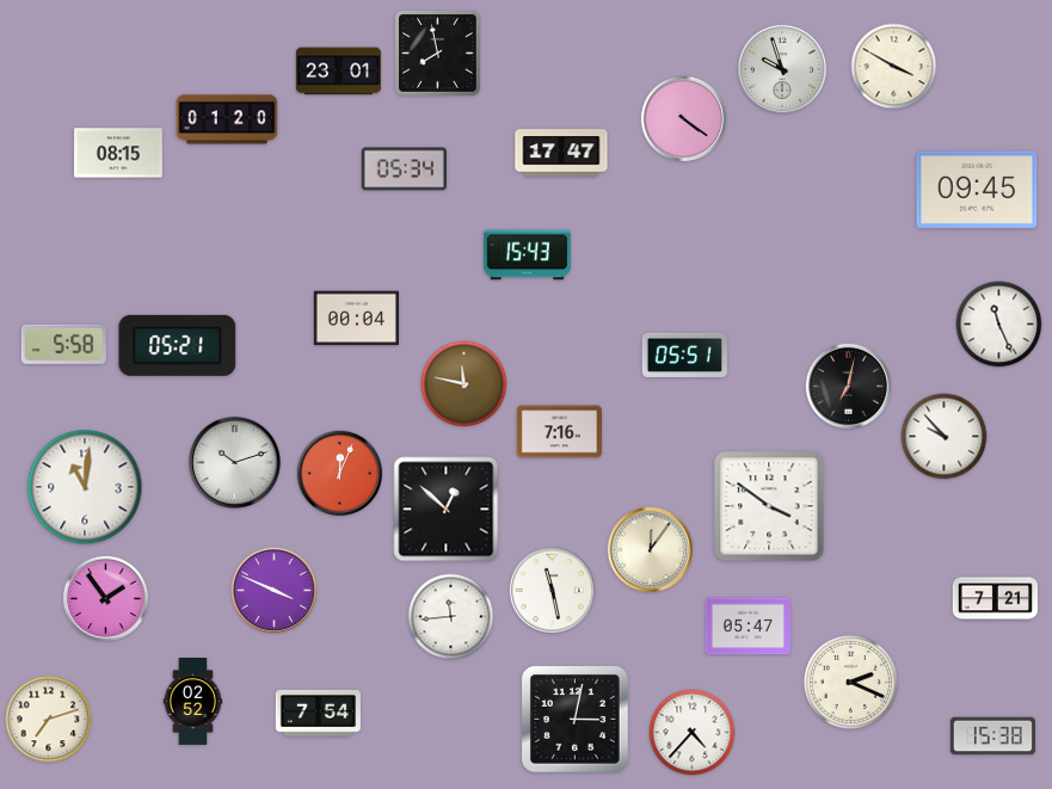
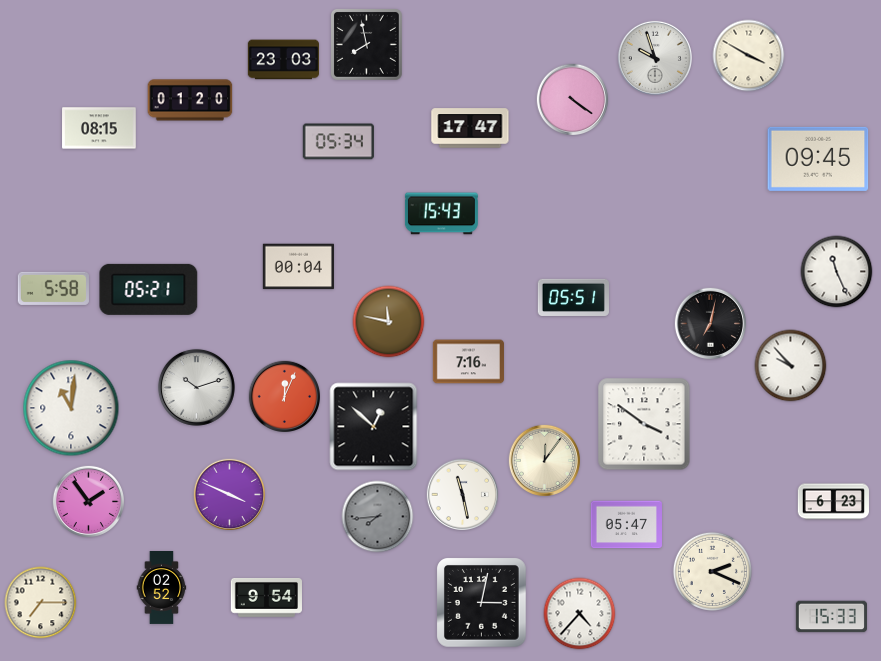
clock at (338, 72): 23:01 -> 23:03
clock at (995, 599): 7:21 -> 6:23
clock at (451, 617): 11:44 -> 7:44
clock at (451, 617) dial: white -> grey
clock at (318, 713): 7:54 -> 9:54
clock at (49, 720): 7:12 -> 7:15
clock at (992, 736): 15:38 -> 15:33
